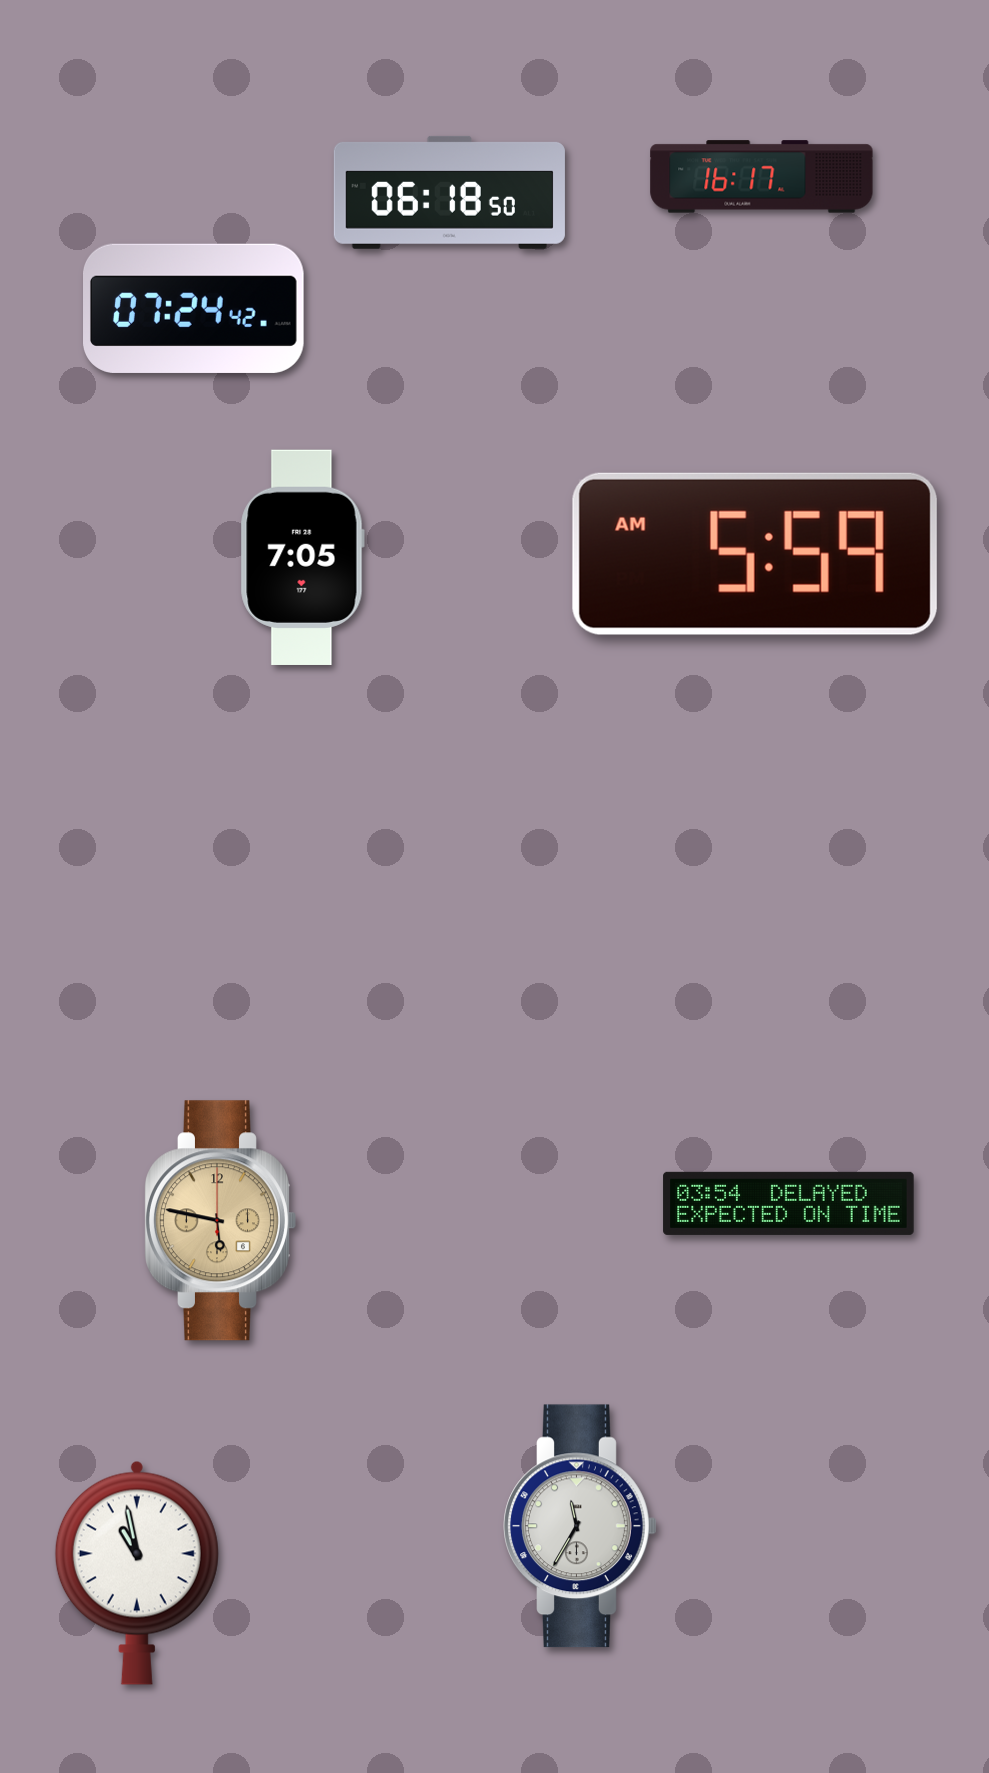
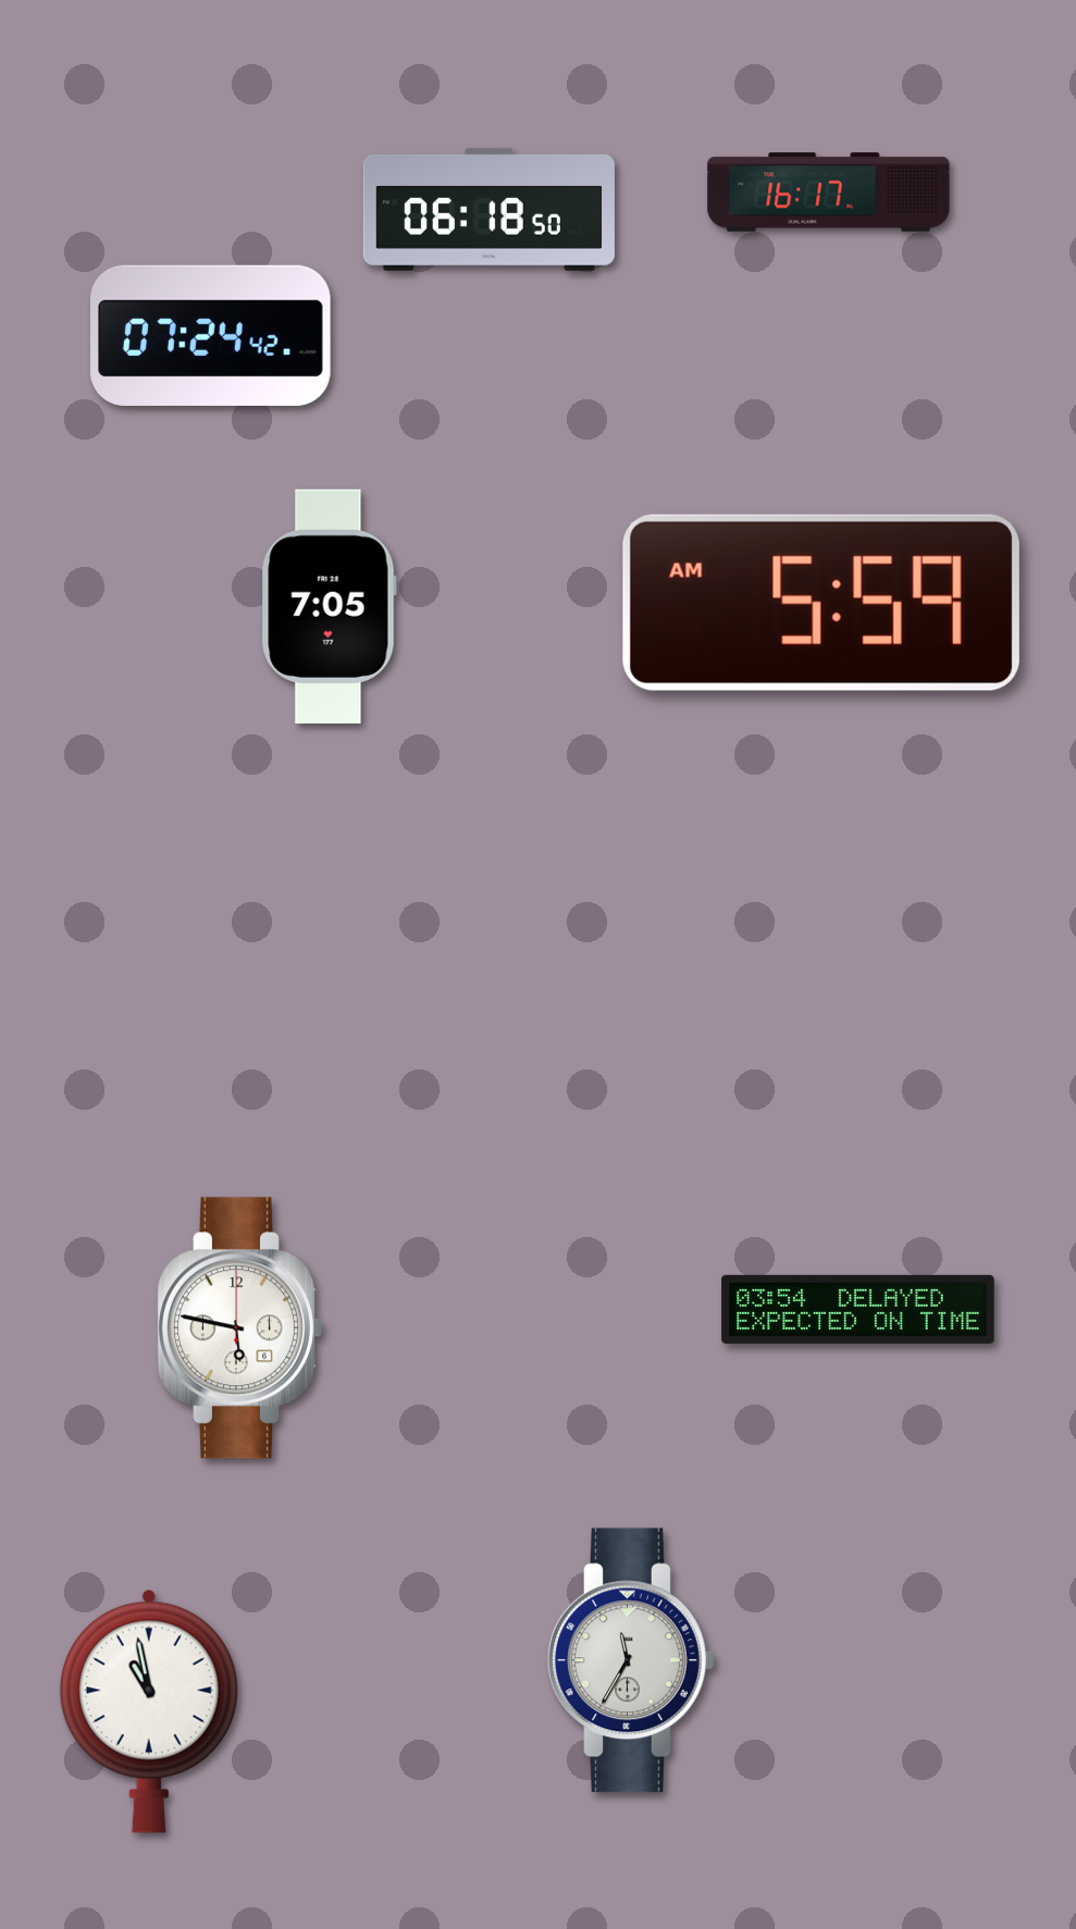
clock at (221, 1221) dial: champagne -> white
